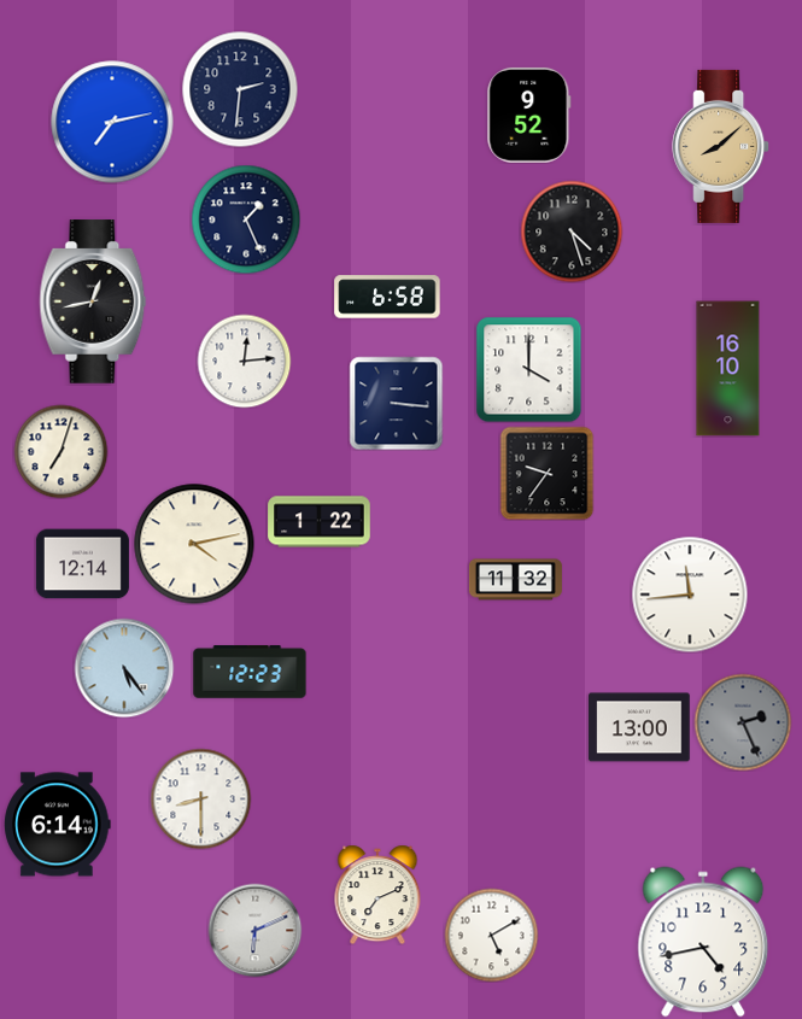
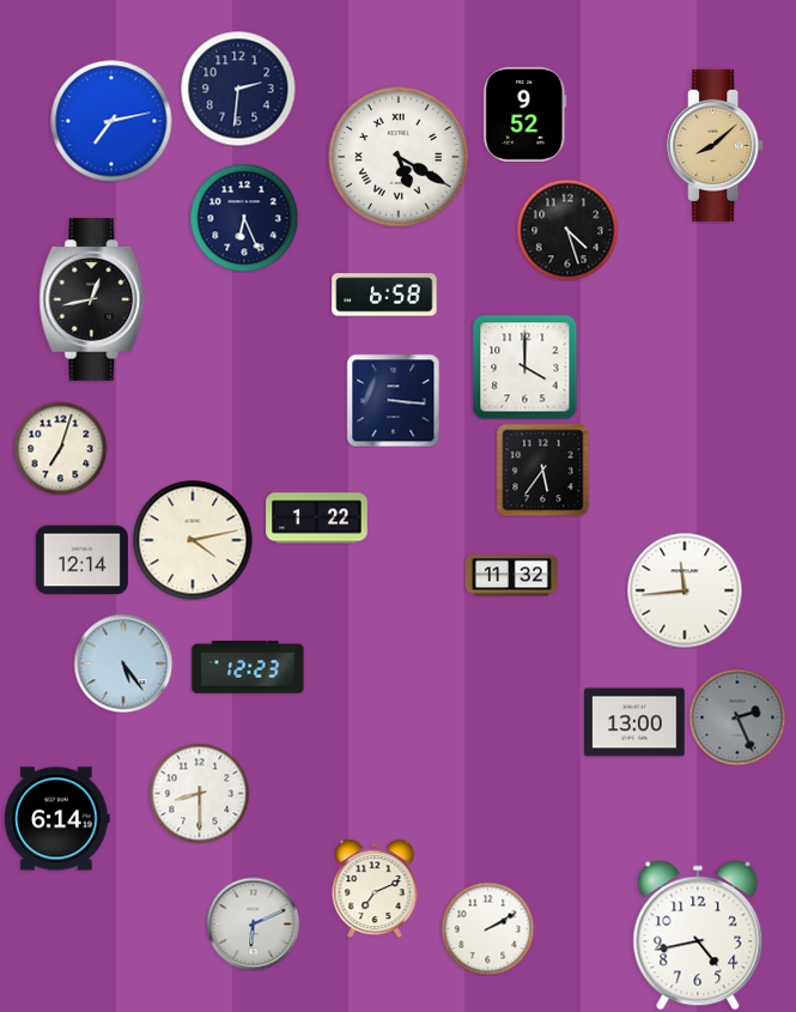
clock at (399, 157): none -> 5:20
clock at (246, 219): 1:26 -> 6:26
clock at (244, 361): 12:14 -> none
clock at (728, 369): 16:10 -> none
clock at (546, 473): 9:36 -> 5:36
clock at (491, 935): 5:10 -> 2:10
